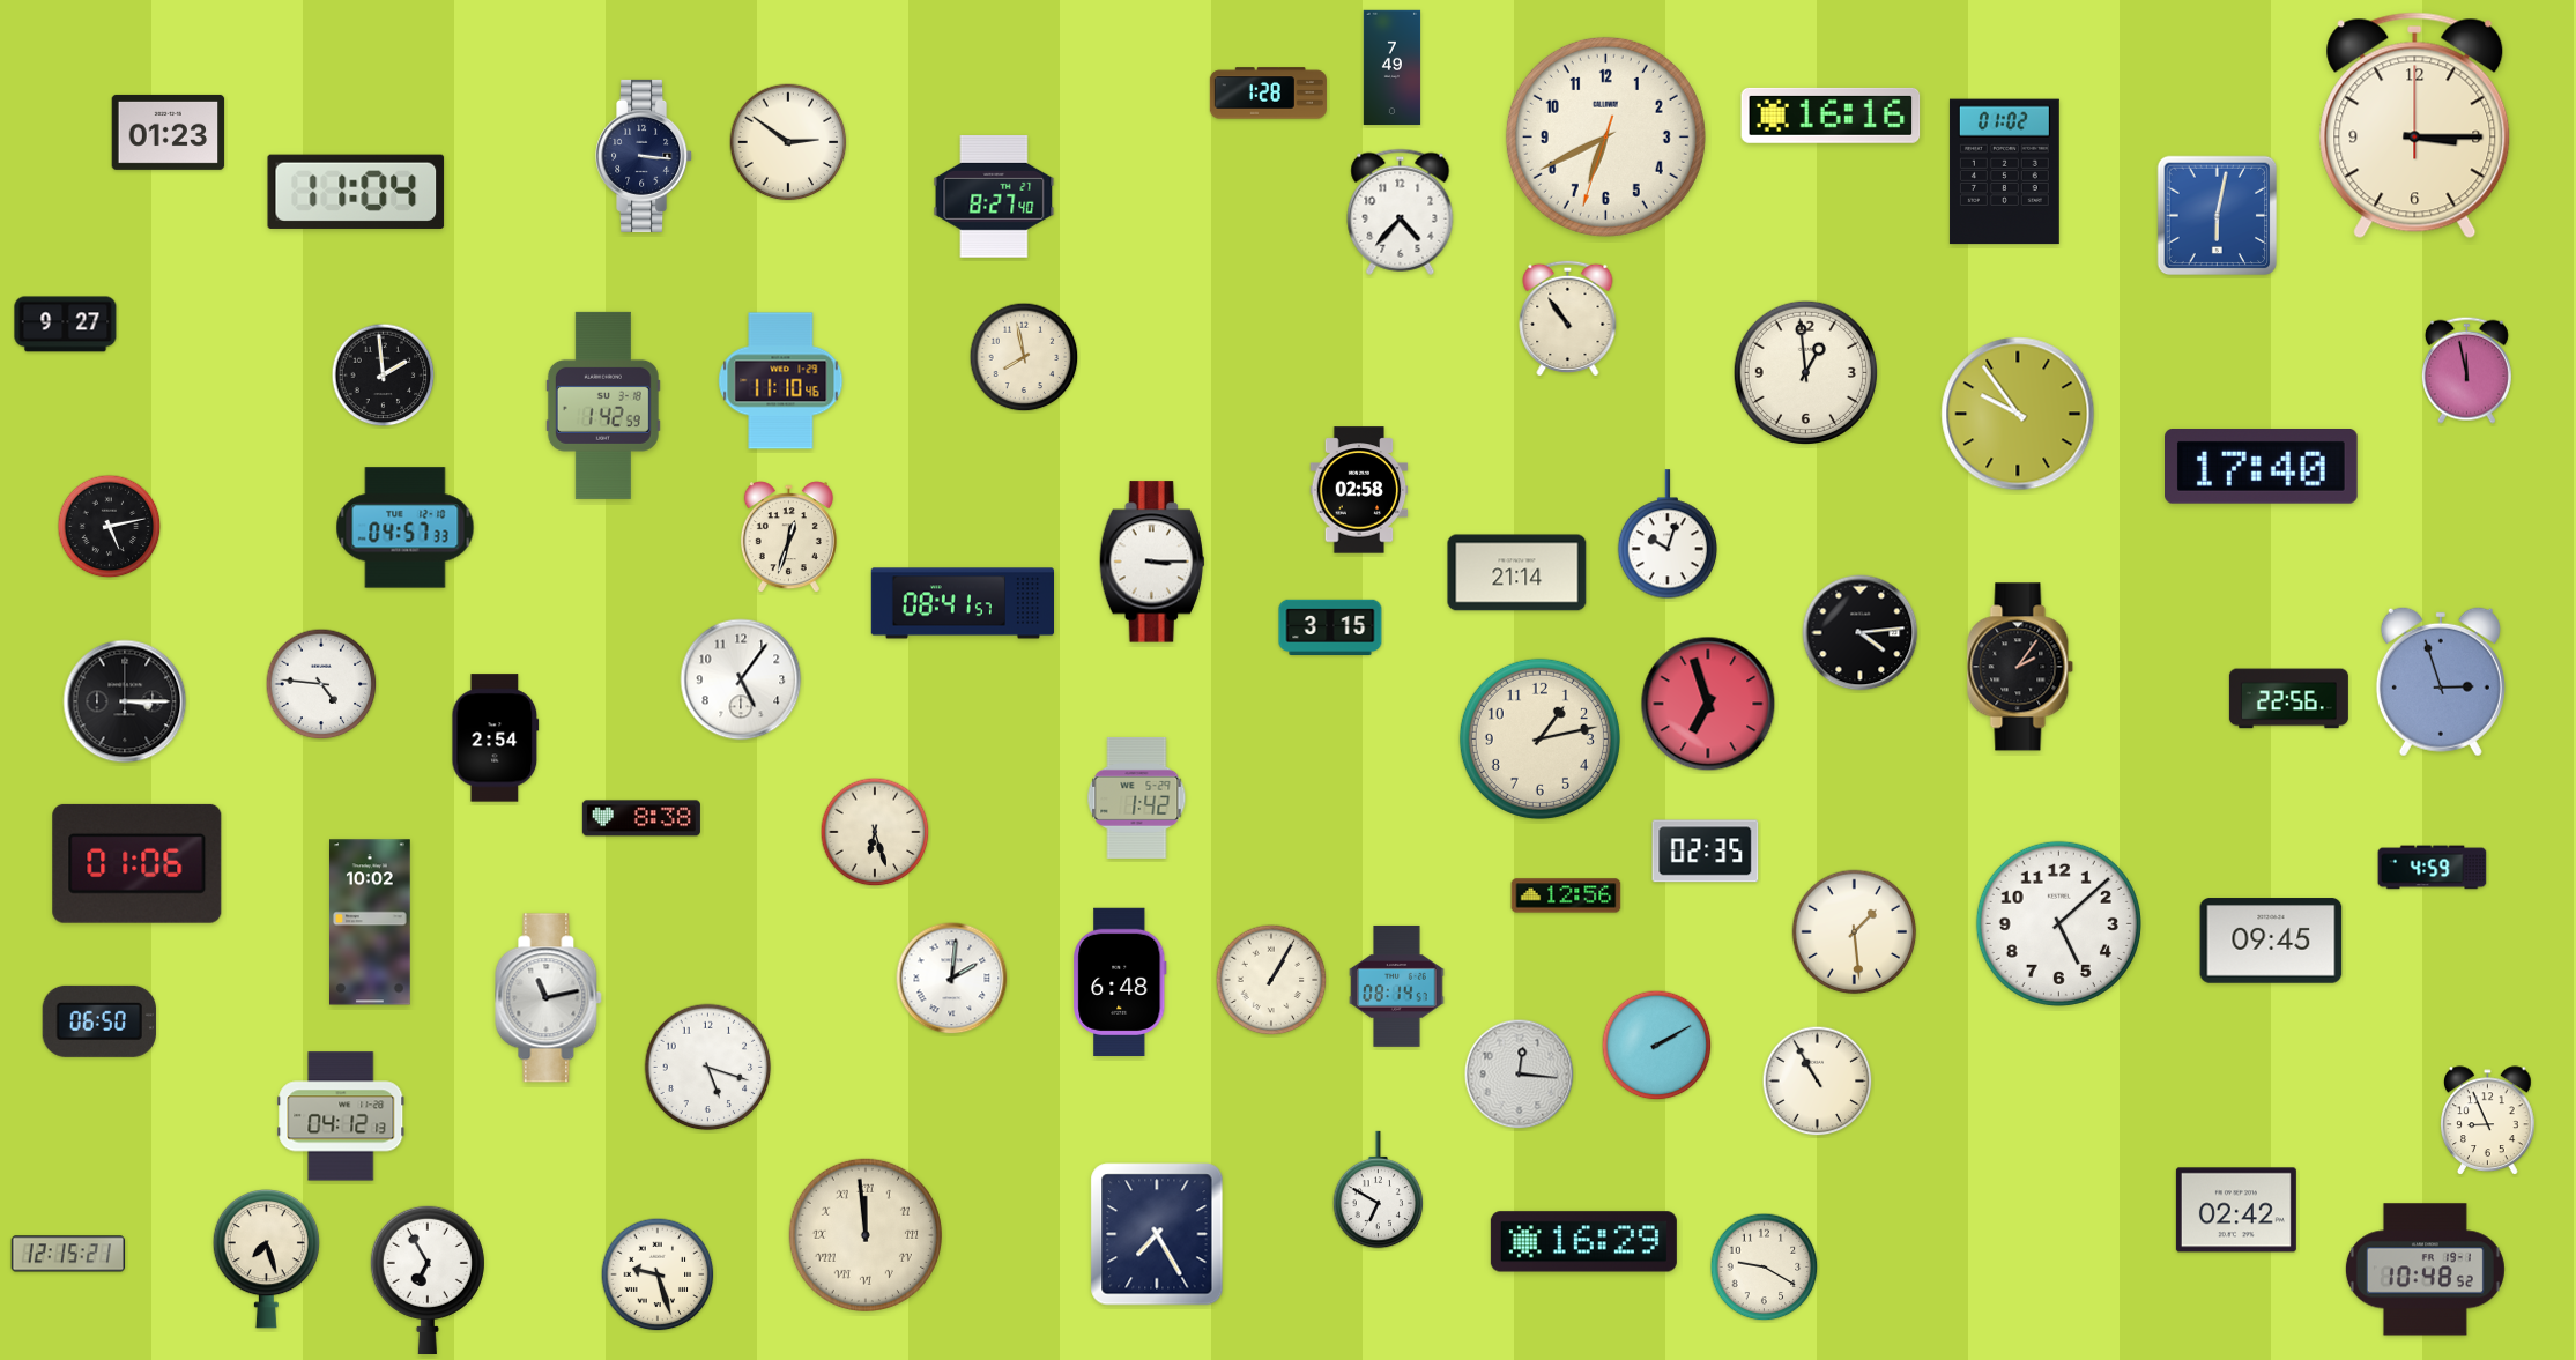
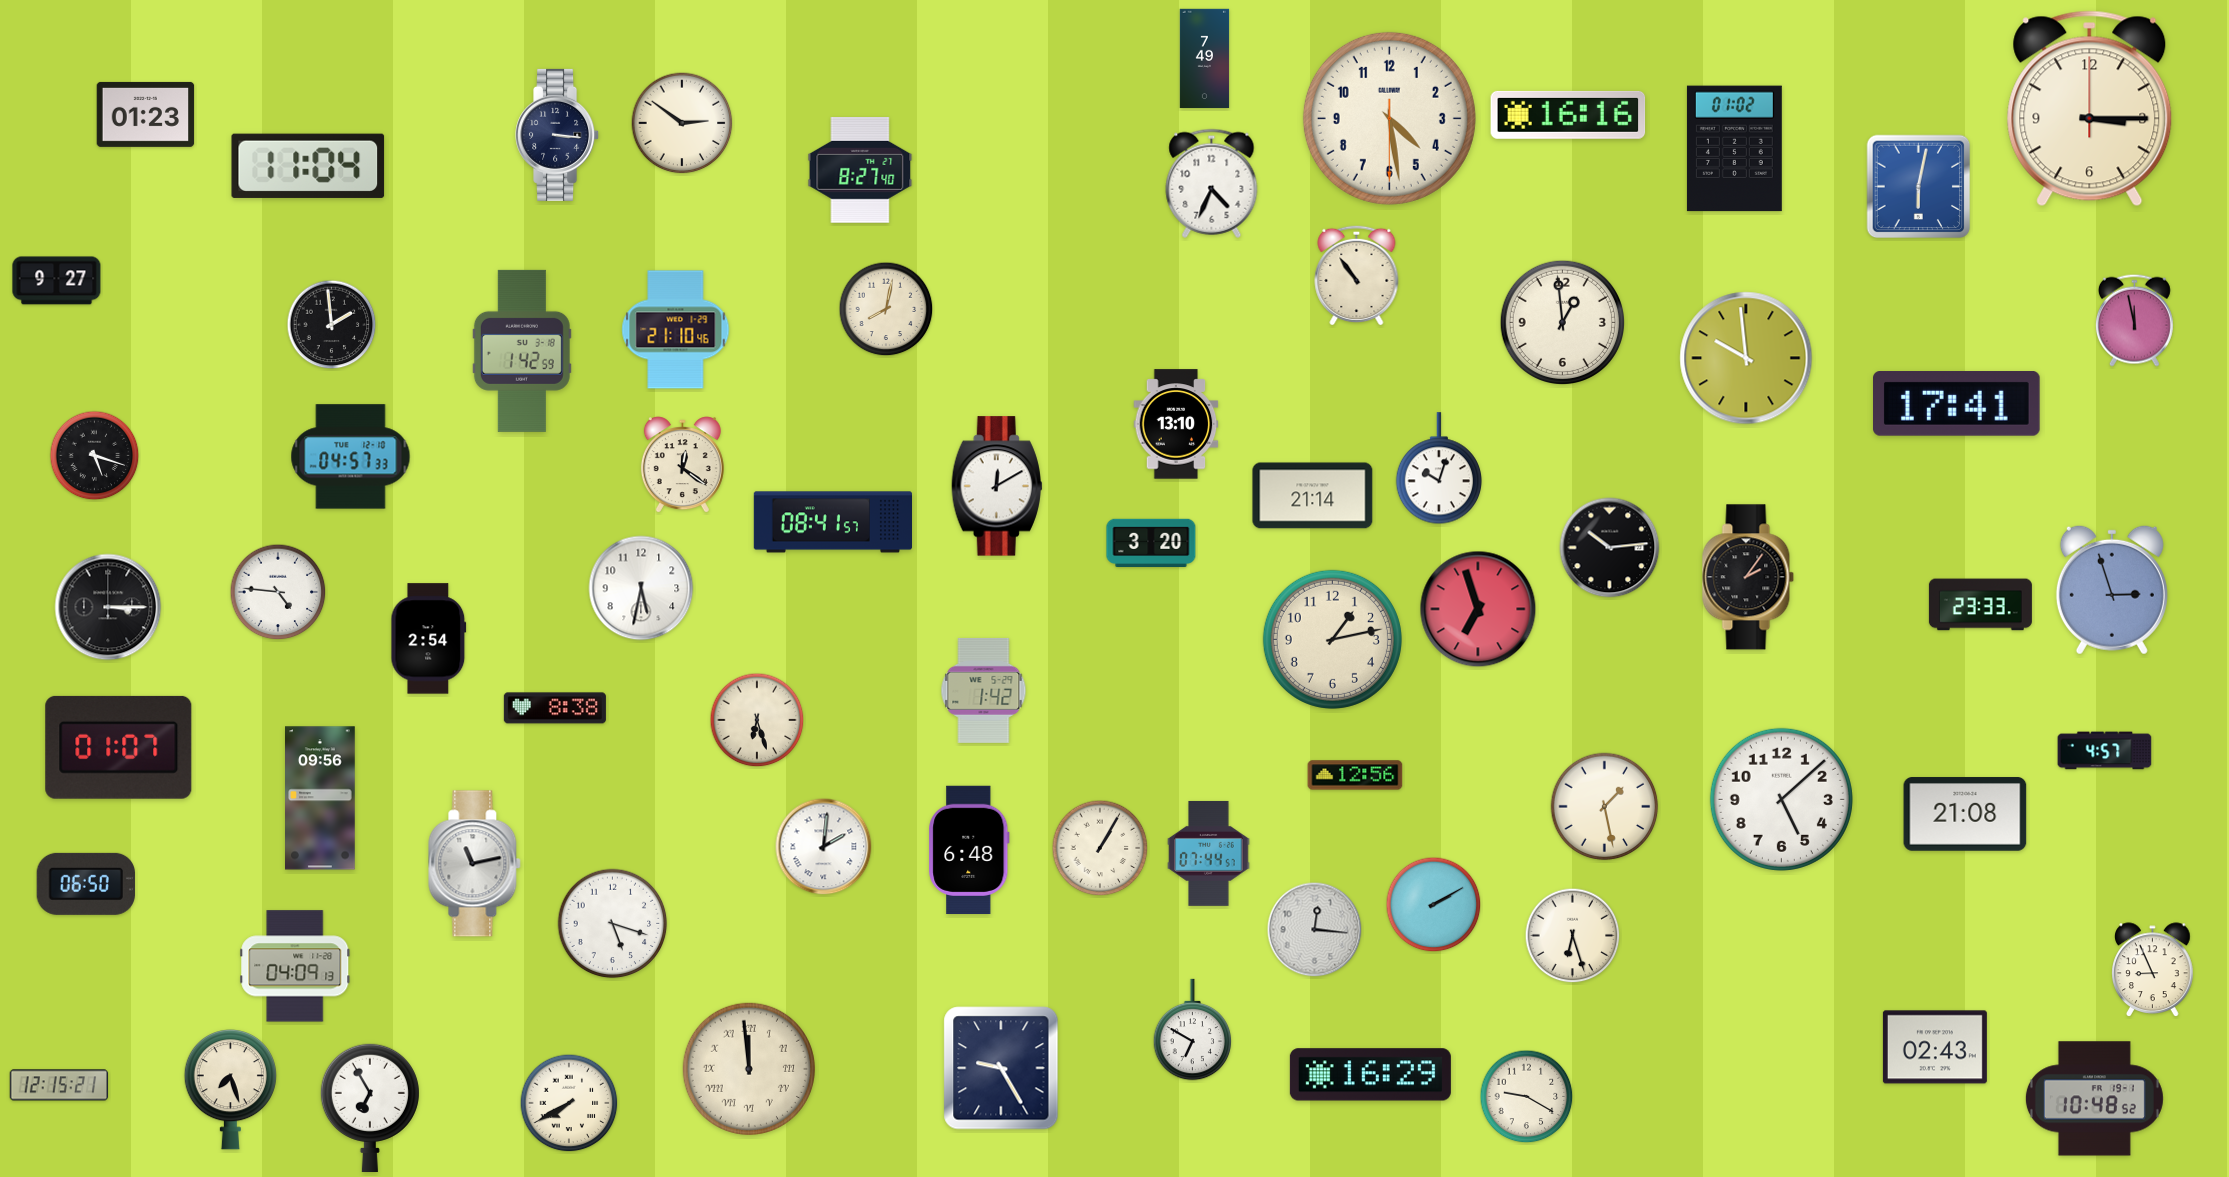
clock at (1268, 94): 1:28 -> none
clock at (1831, 116) position: (1831, 116) -> (1568, 115)
clock at (1605, 136): 6:40 -> 4:28
clock at (1401, 211): 4:37 -> 4:34
clock at (1024, 357): 7:58 -> 8:02
clock at (781, 381): 11:10 -> 21:10
clock at (2018, 414): 9:54 -> 9:59
clock at (2262, 467): 17:40 -> 17:41
clock at (1359, 490): 02:58 -> 13:10
clock at (110, 527): 5:13 -> 5:18
clock at (1666, 535) position: (1666, 535) -> (1438, 469)
clock at (788, 537): 12:33 -> 12:21
clock at (1152, 562): 3:15 -> 12:10
clock at (1330, 626): 3:15 -> 3:20
clock at (1861, 633): 4:14 -> 10:14
clock at (741, 679): 5:06 -> 5:32
clock at (2288, 699): 22:56 -> 23:33
clock at (1706, 852): 02:35 -> none
clock at (138, 863): 01:06 -> 01:07
clock at (2433, 868): 4:59 -> 4:57
clock at (371, 922): 10:02 -> 09:56
clock at (1855, 932): 1:29 -> 1:28
clock at (2271, 941): 09:45 -> 21:08
clock at (1397, 986): 08:14 -> 07:44
clock at (1818, 1082): 10:55 -> 6:27
clock at (341, 1116): 04:12 -> 04:09
clock at (2236, 1210): 02:42 -> 02:43
clock at (1157, 1234): 7:25 -> 9:25
clock at (2425, 1270) position: (2425, 1270) -> (2094, 1099)
clock at (658, 1274): 9:27 -> 7:40
